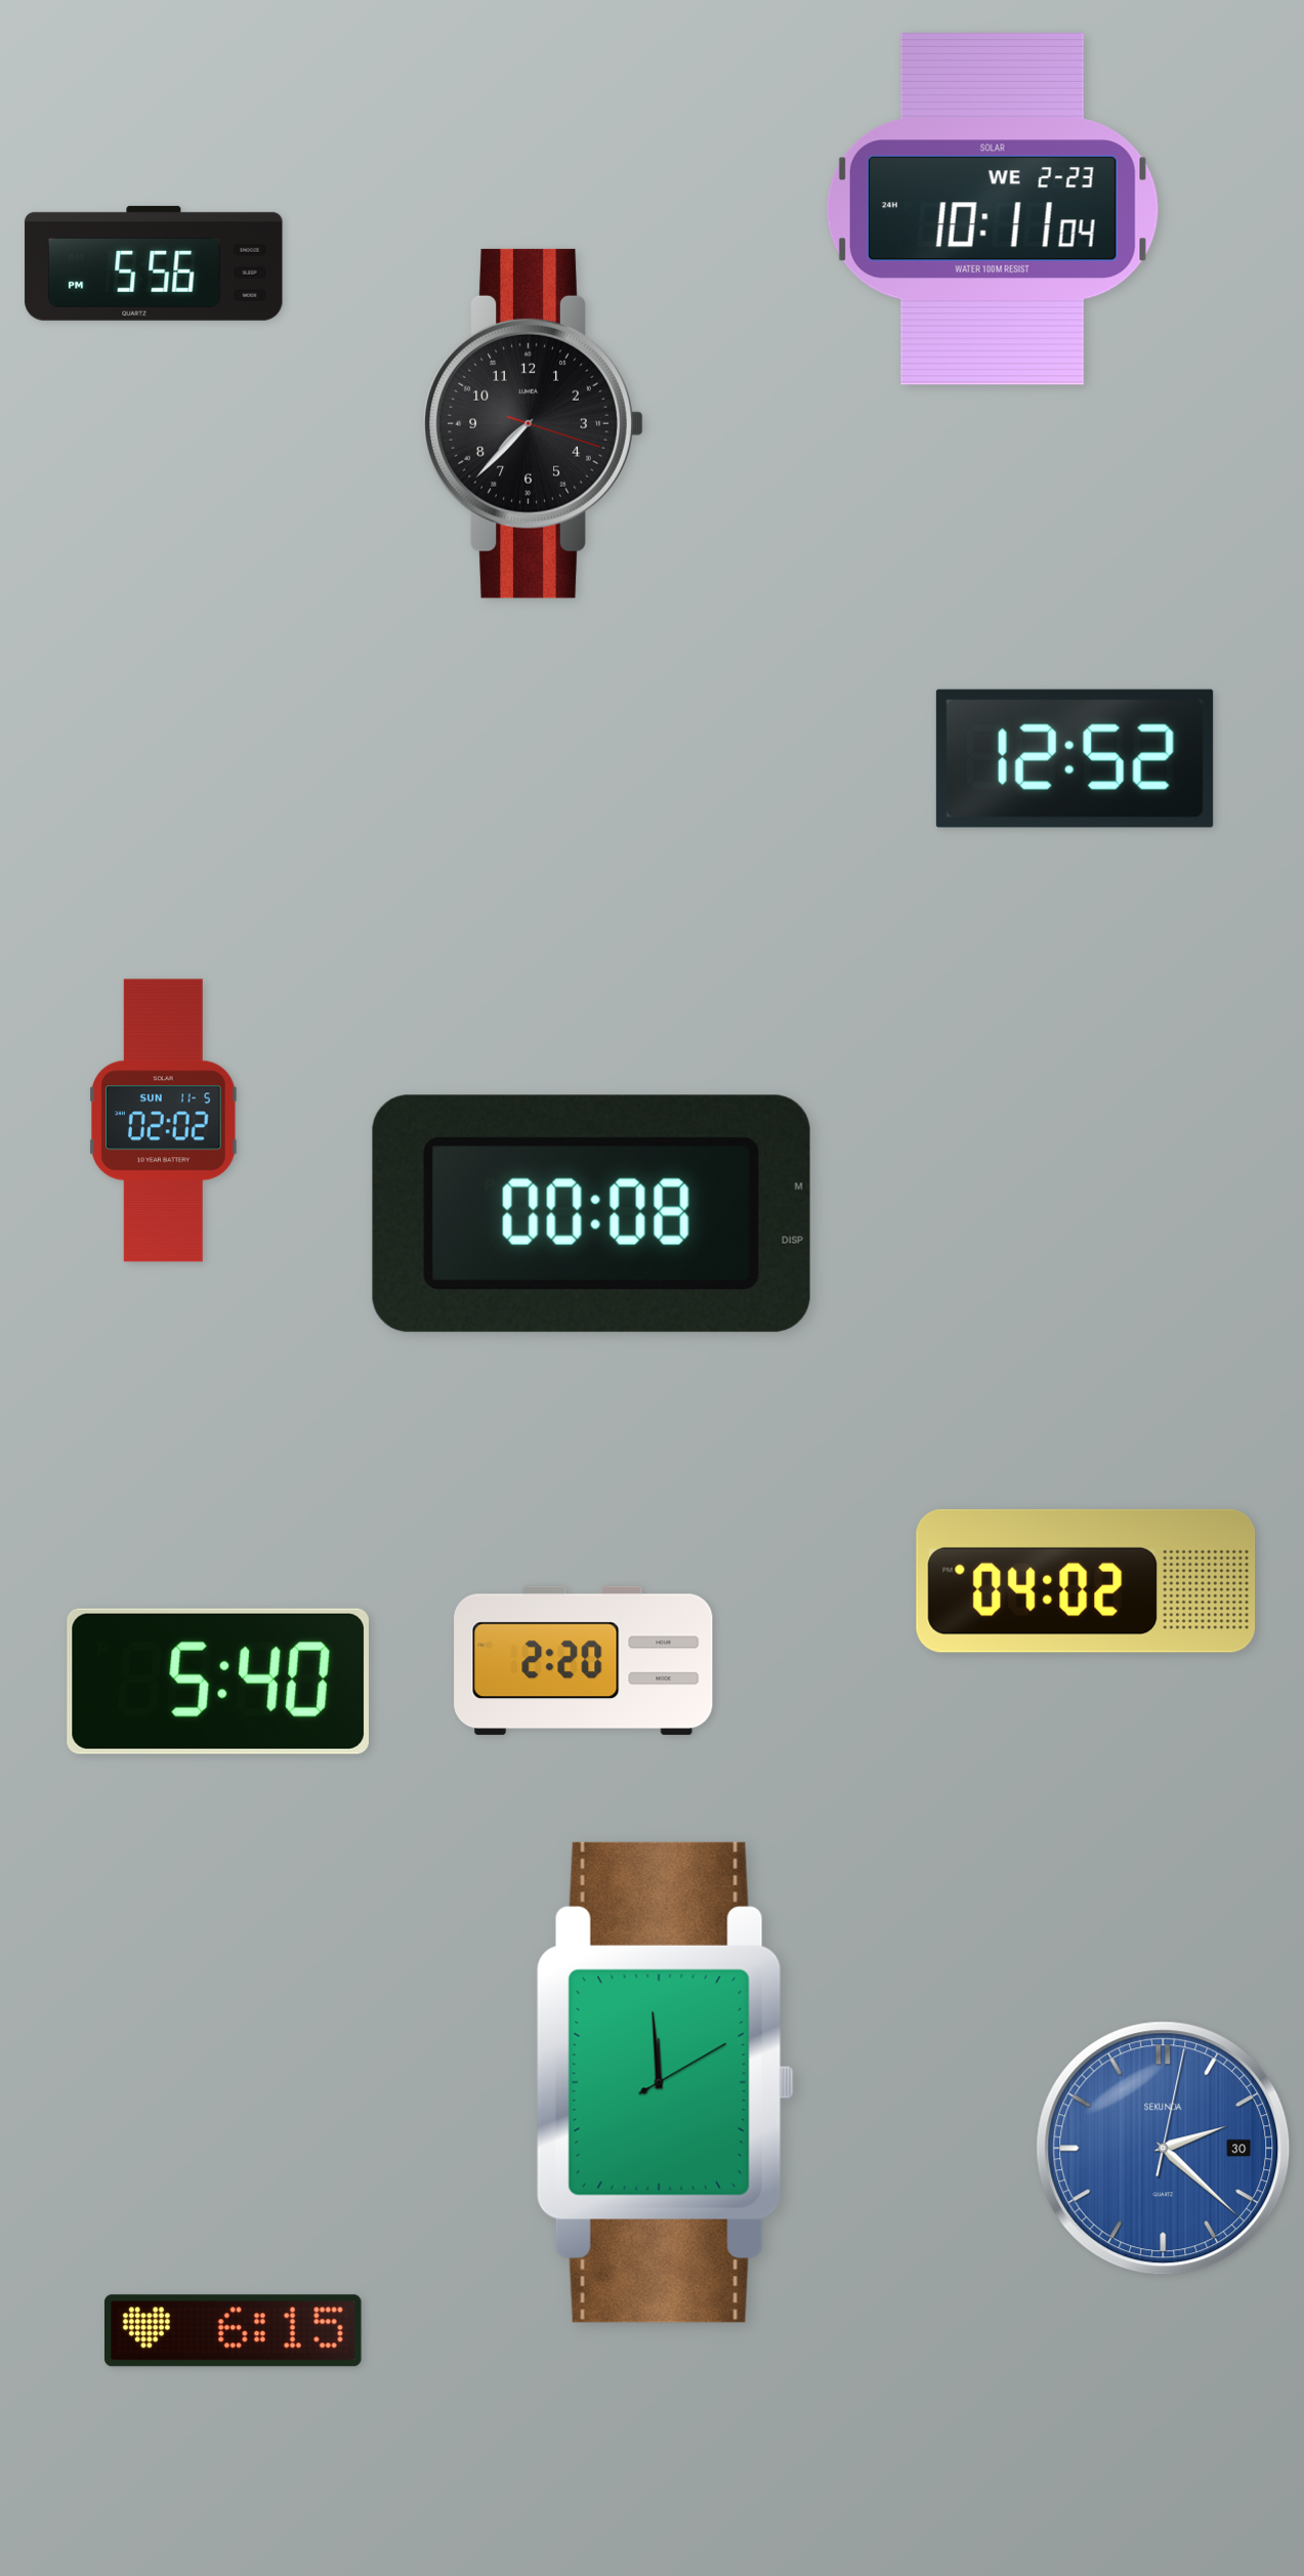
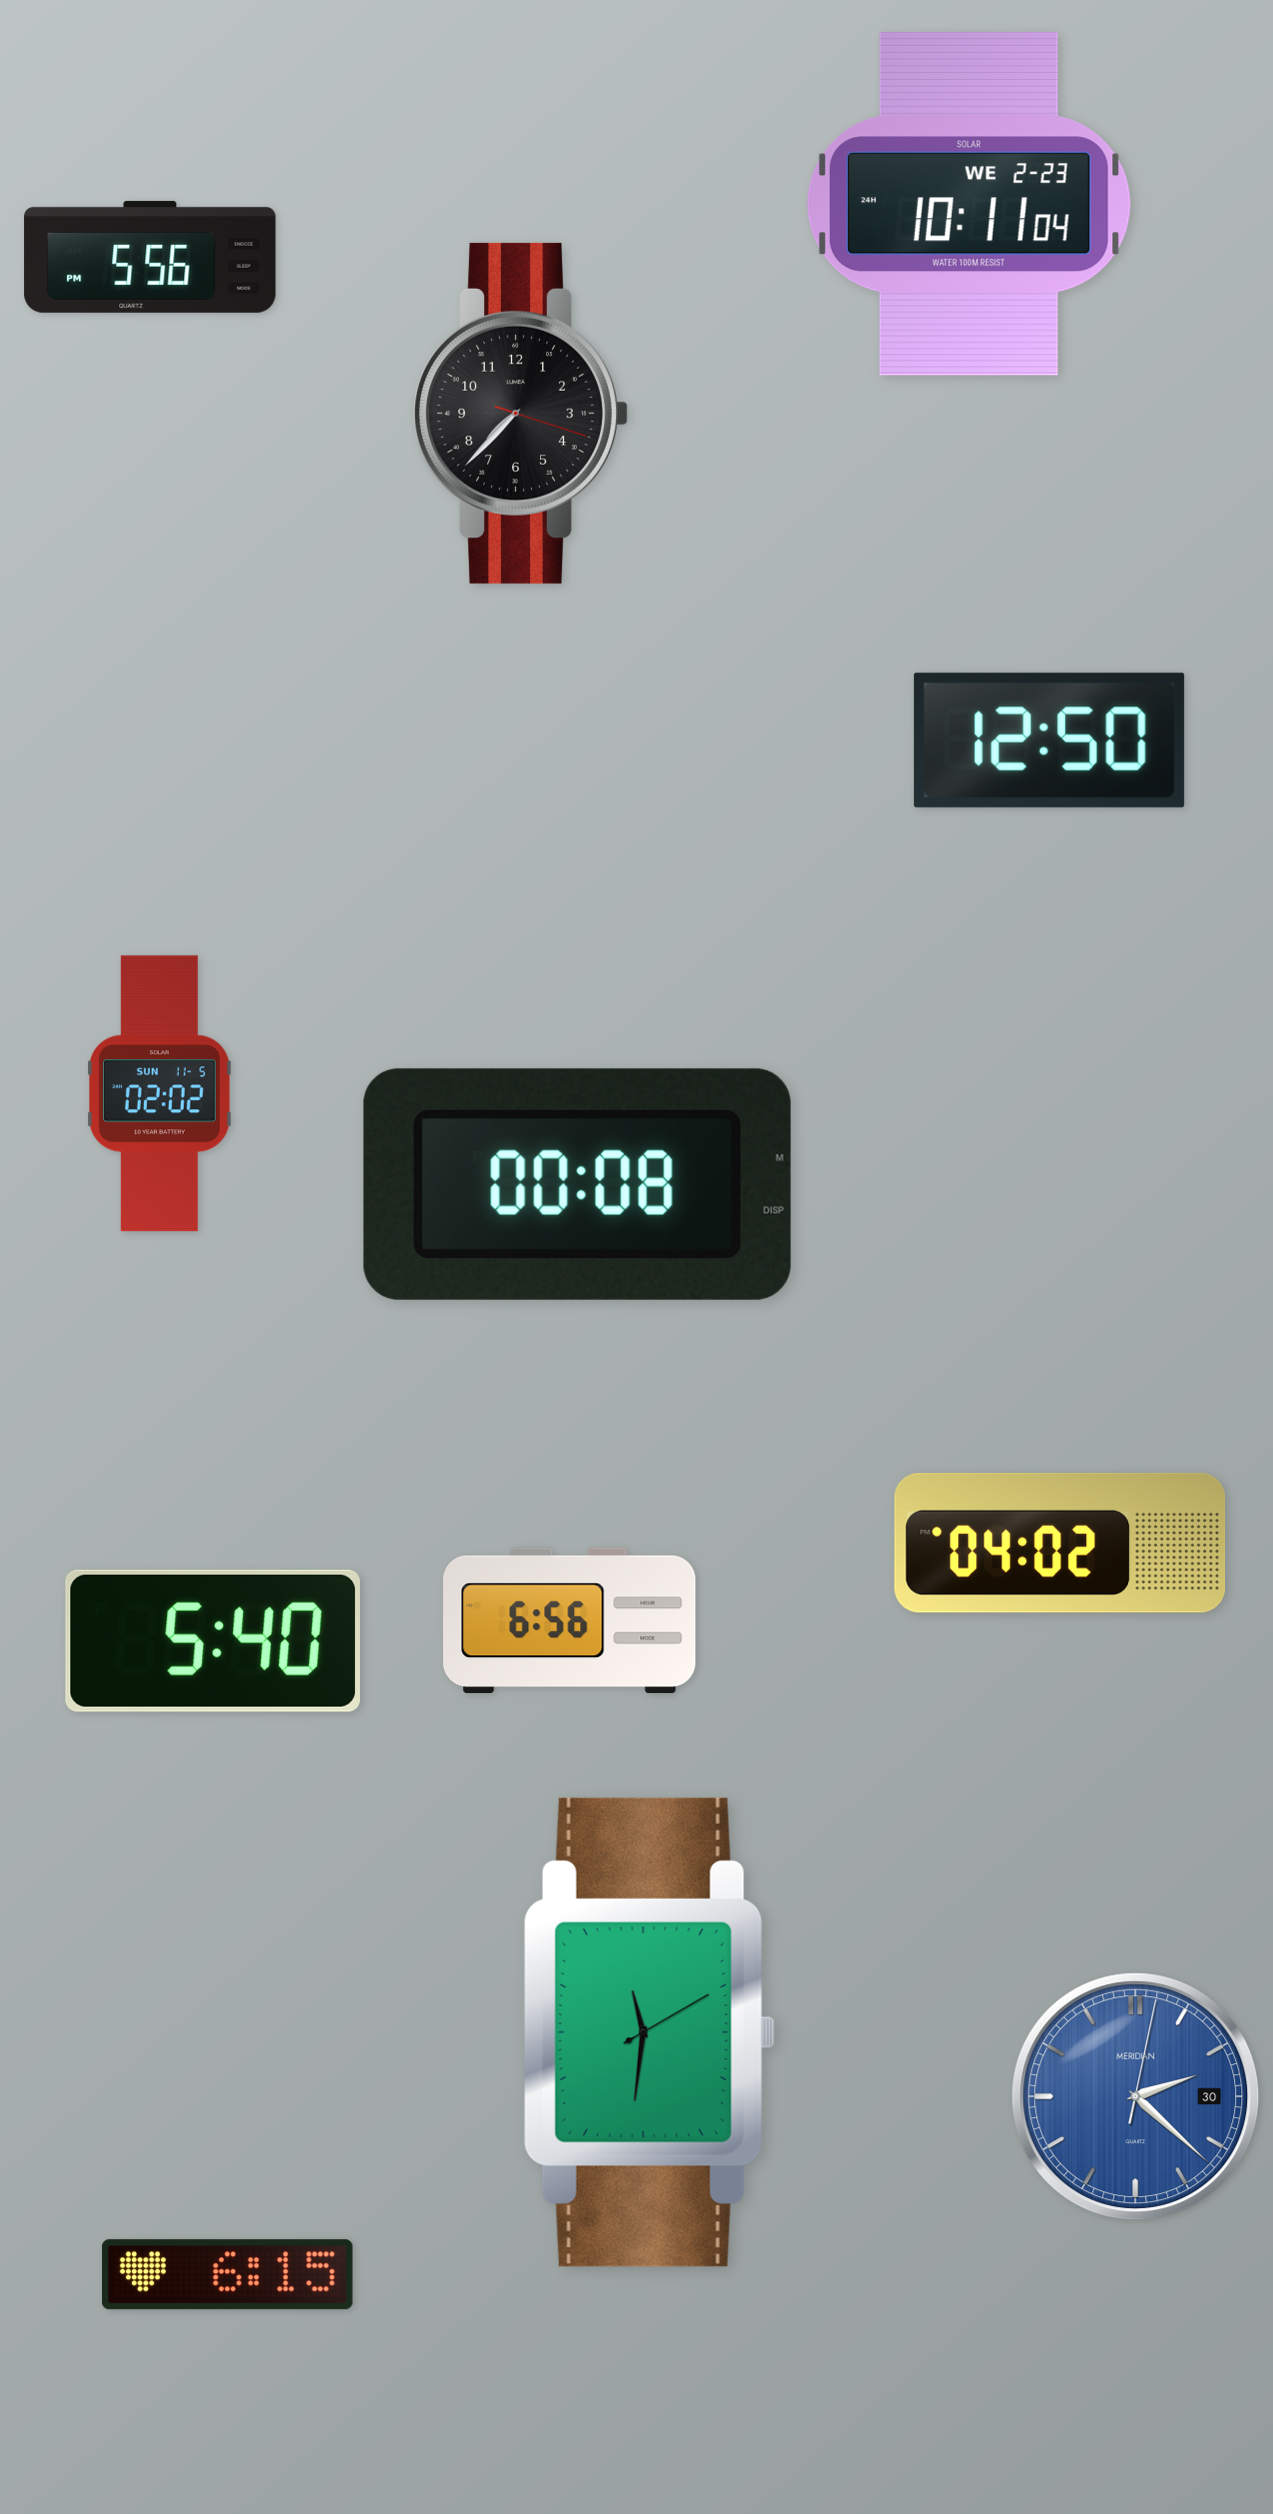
clock at (1075, 758): 12:52 -> 12:50
clock at (584, 1661): 2:20 -> 6:56
clock at (665, 2082): 11:59 -> 11:31
clock at (1164, 2149) brand: SEKUNDA -> MERIDIAN
